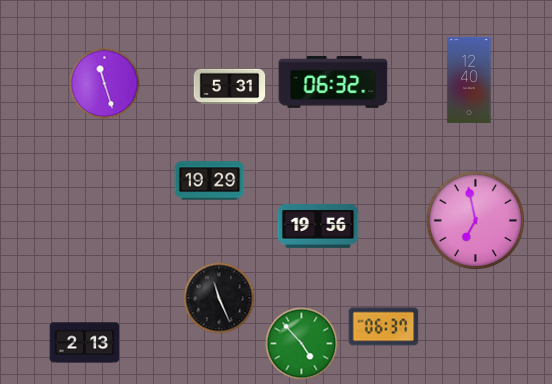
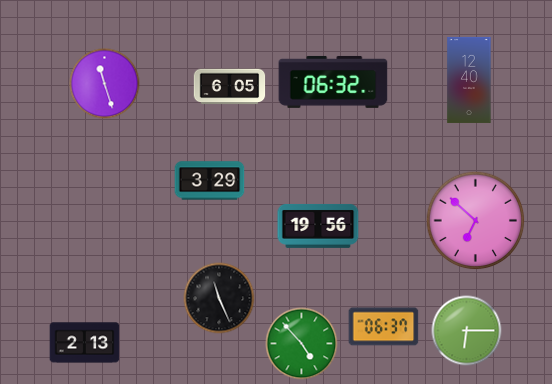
clock at (230, 87): 5:31 -> 6:05
clock at (210, 181): 19:29 -> 3:29
clock at (476, 221): 6:58 -> 6:52
clock at (467, 331): none -> 6:15
